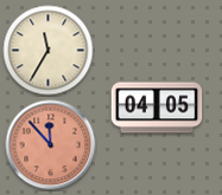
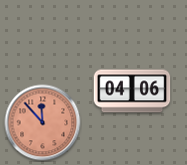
clock at (49, 51): 11:35 -> none
clock at (157, 108): 04:05 -> 04:06
